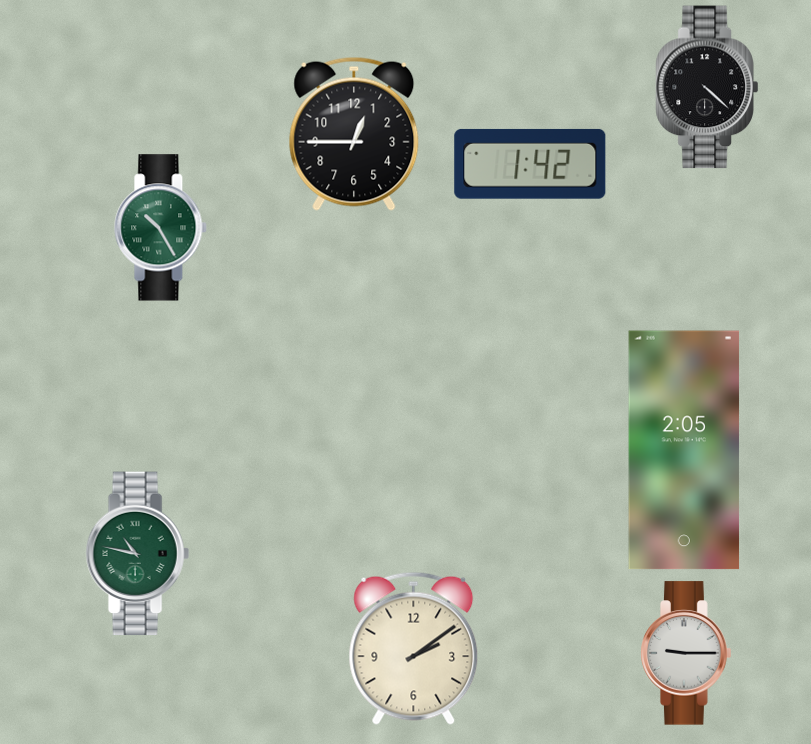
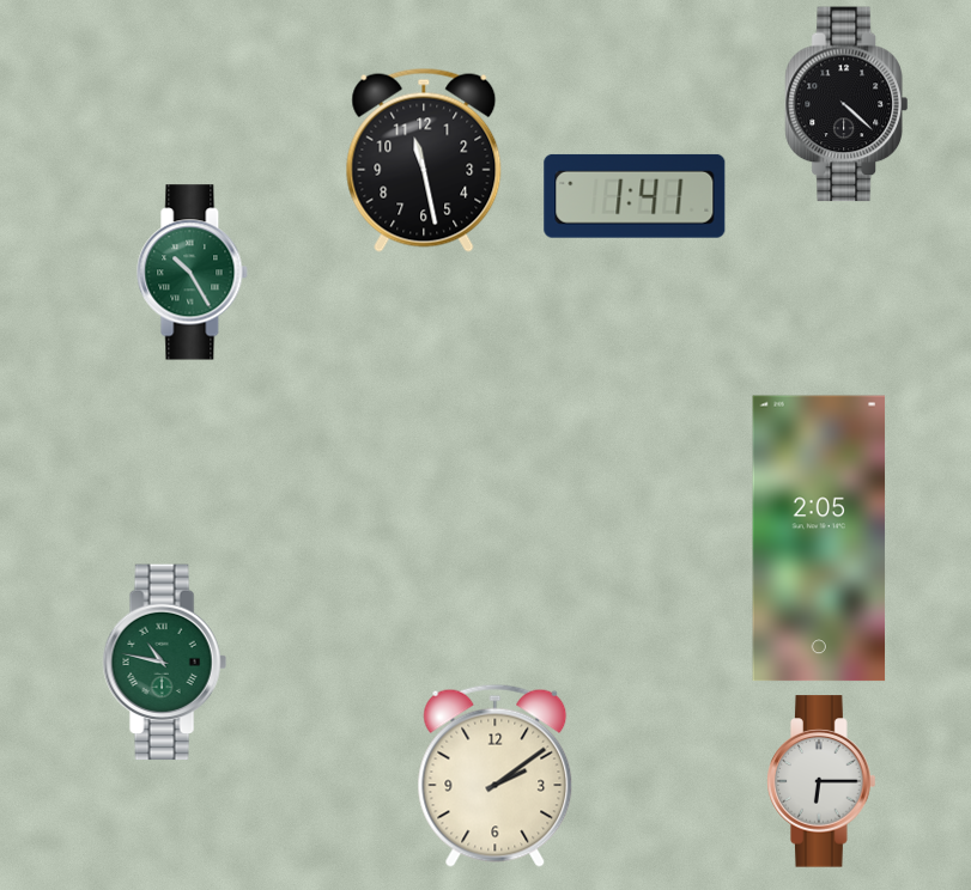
clock at (354, 134): 12:45 -> 11:28
clock at (530, 164): 1:42 -> 1:41
clock at (686, 653): 9:15 -> 6:15
